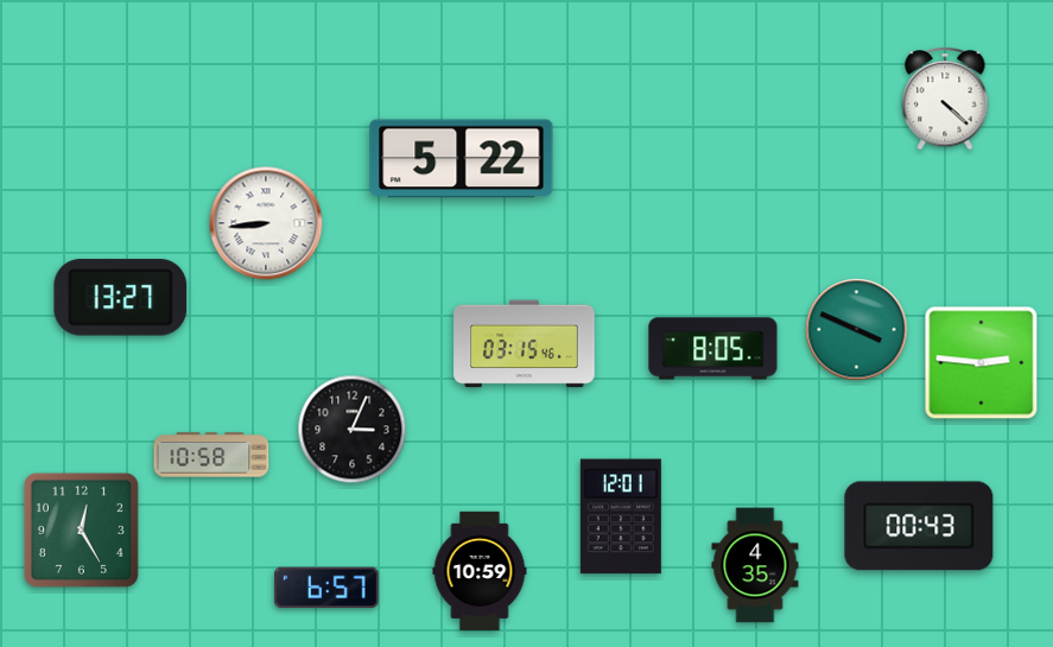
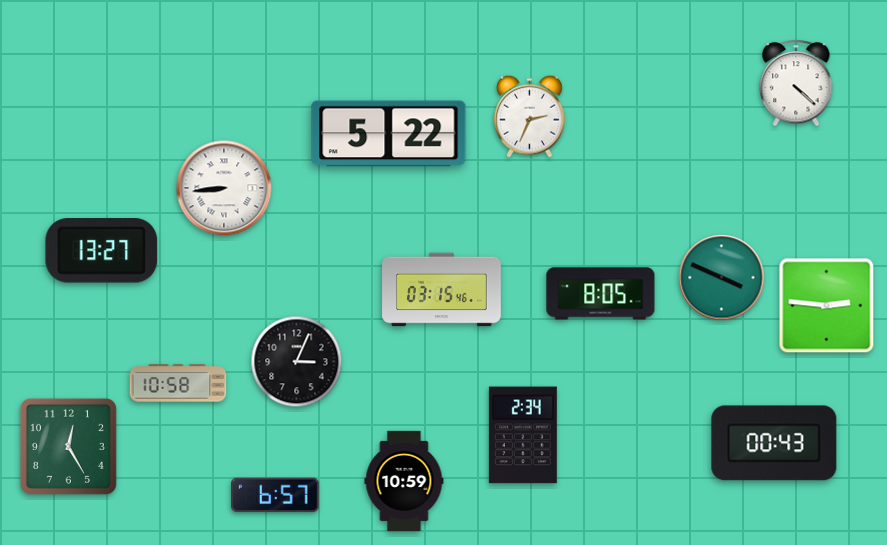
clock at (529, 116): none -> 2:34
clock at (621, 516): 12:01 -> 2:34
clock at (755, 565): 4:35 -> none
